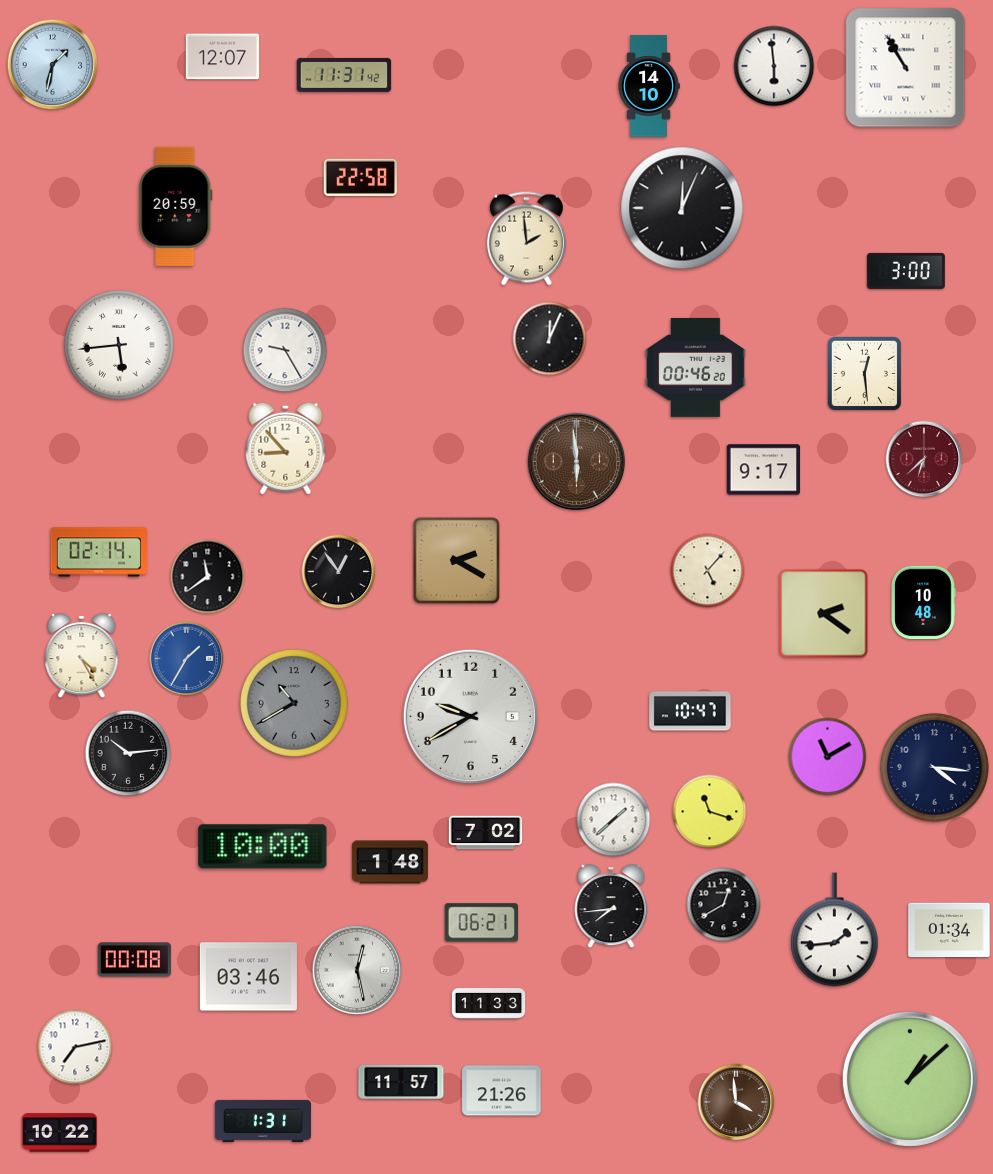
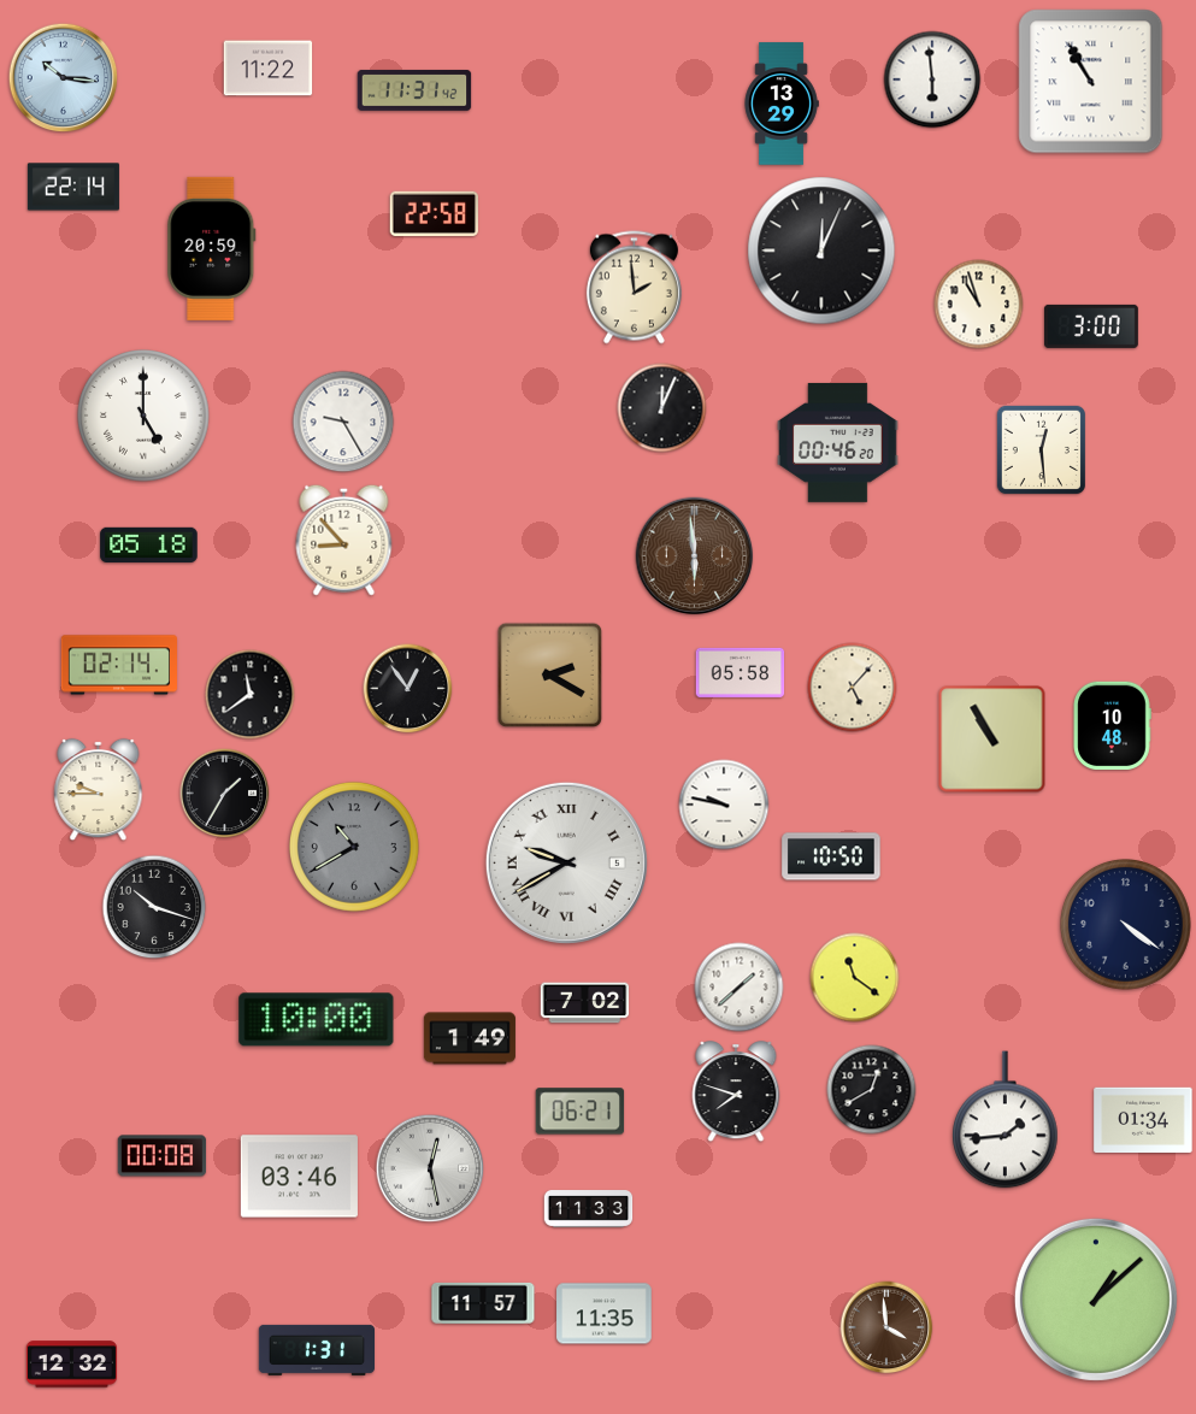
clock at (223, 57): 12:07 -> 11:22
clock at (53, 65): 1:32 -> 10:16
clock at (649, 86): 14:10 -> 13:29
clock at (73, 187): none -> 22:14
clock at (979, 305): none -> 10:57
clock at (120, 346): 5:44 -> 5:00
clock at (149, 544): none -> 05:18
clock at (924, 459): 6:38 -> none
clock at (764, 470): 9:17 -> none
clock at (741, 672): none -> 05:58
clock at (824, 614): 2:21 -> 10:55
clock at (82, 656): 4:25 -> 9:45
clock at (187, 659) dial: blue -> black
clock at (724, 805): none -> 9:47
clock at (690, 711): 10:47 -> 10:50
clock at (470, 716) numerals: Arabic -> Roman
clock at (128, 753): 10:14 -> 10:18
clock at (828, 757): 11:10 -> none
clock at (935, 768): 4:16 -> 4:21
clock at (710, 812): 11:18 -> 11:21
clock at (390, 862): 1:48 -> 1:49
clock at (611, 907): 7:44 -> 7:48
clock at (75, 1047): 7:13 -> none
clock at (502, 1091): 21:26 -> 11:35
clock at (59, 1133): 10:22 -> 12:32
